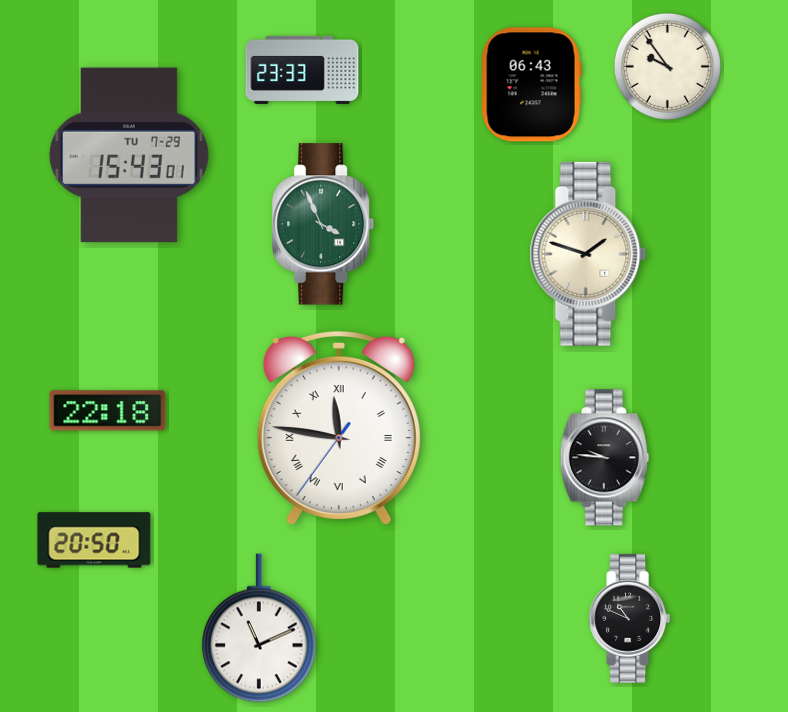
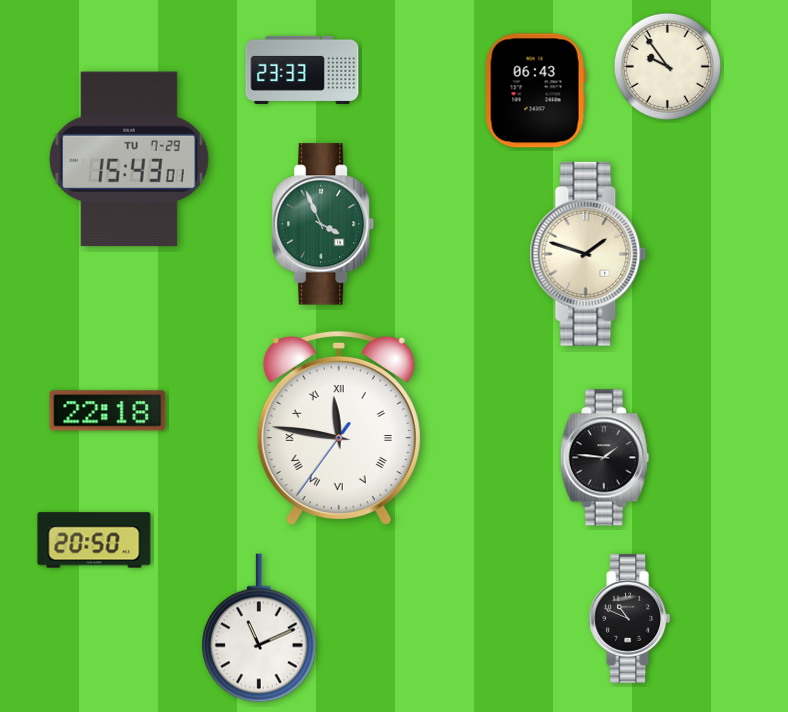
clock at (531, 85) position: (531, 85) -> (535, 91)
clock at (129, 155) position: (129, 155) -> (129, 159)
clock at (604, 458): 9:46 -> 1:46
